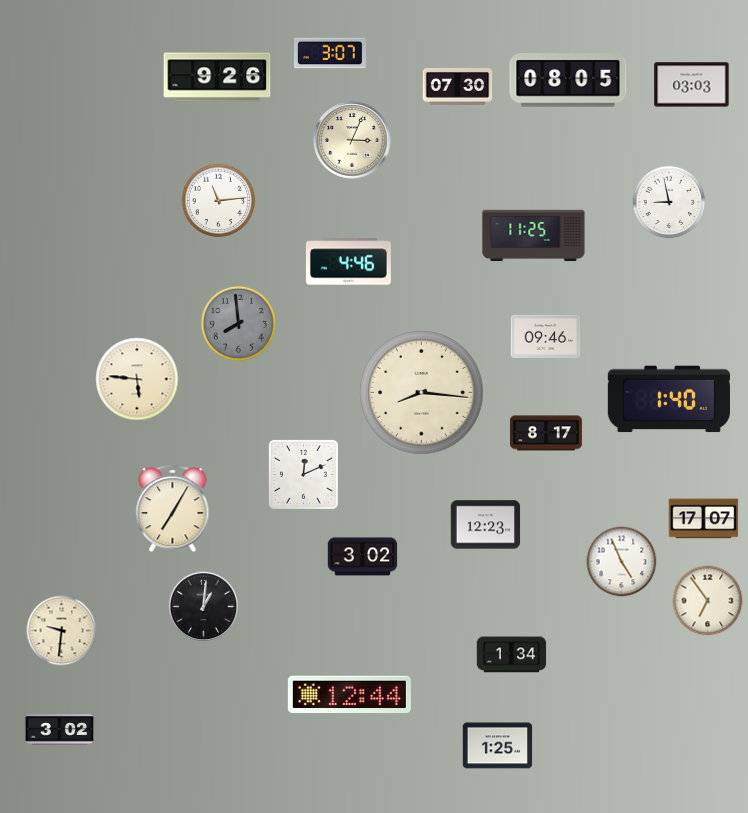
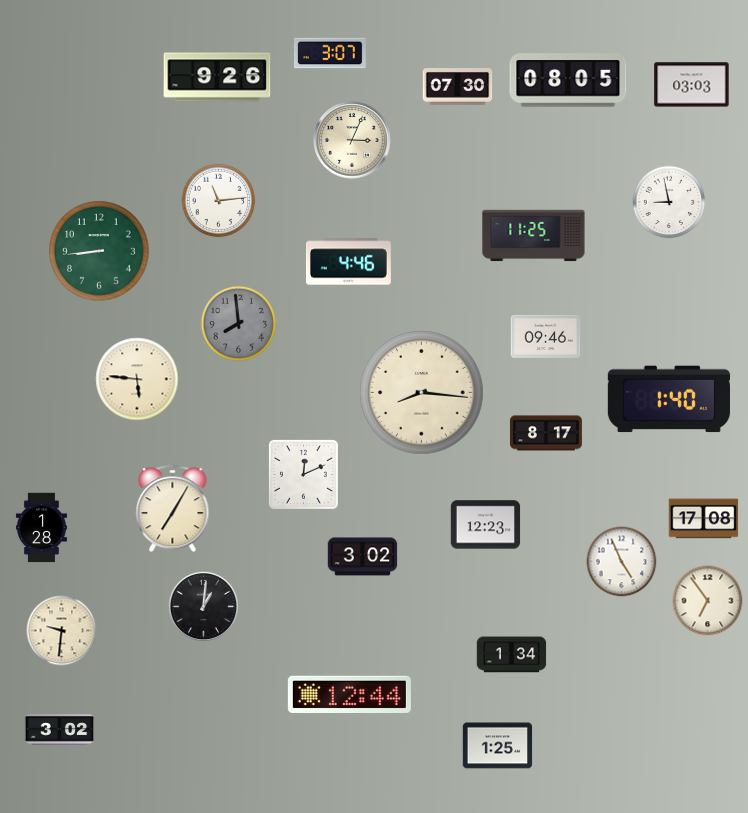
clock at (99, 251): none -> 8:44
clock at (704, 519): 17:07 -> 17:08
clock at (41, 528): none -> 1:28
